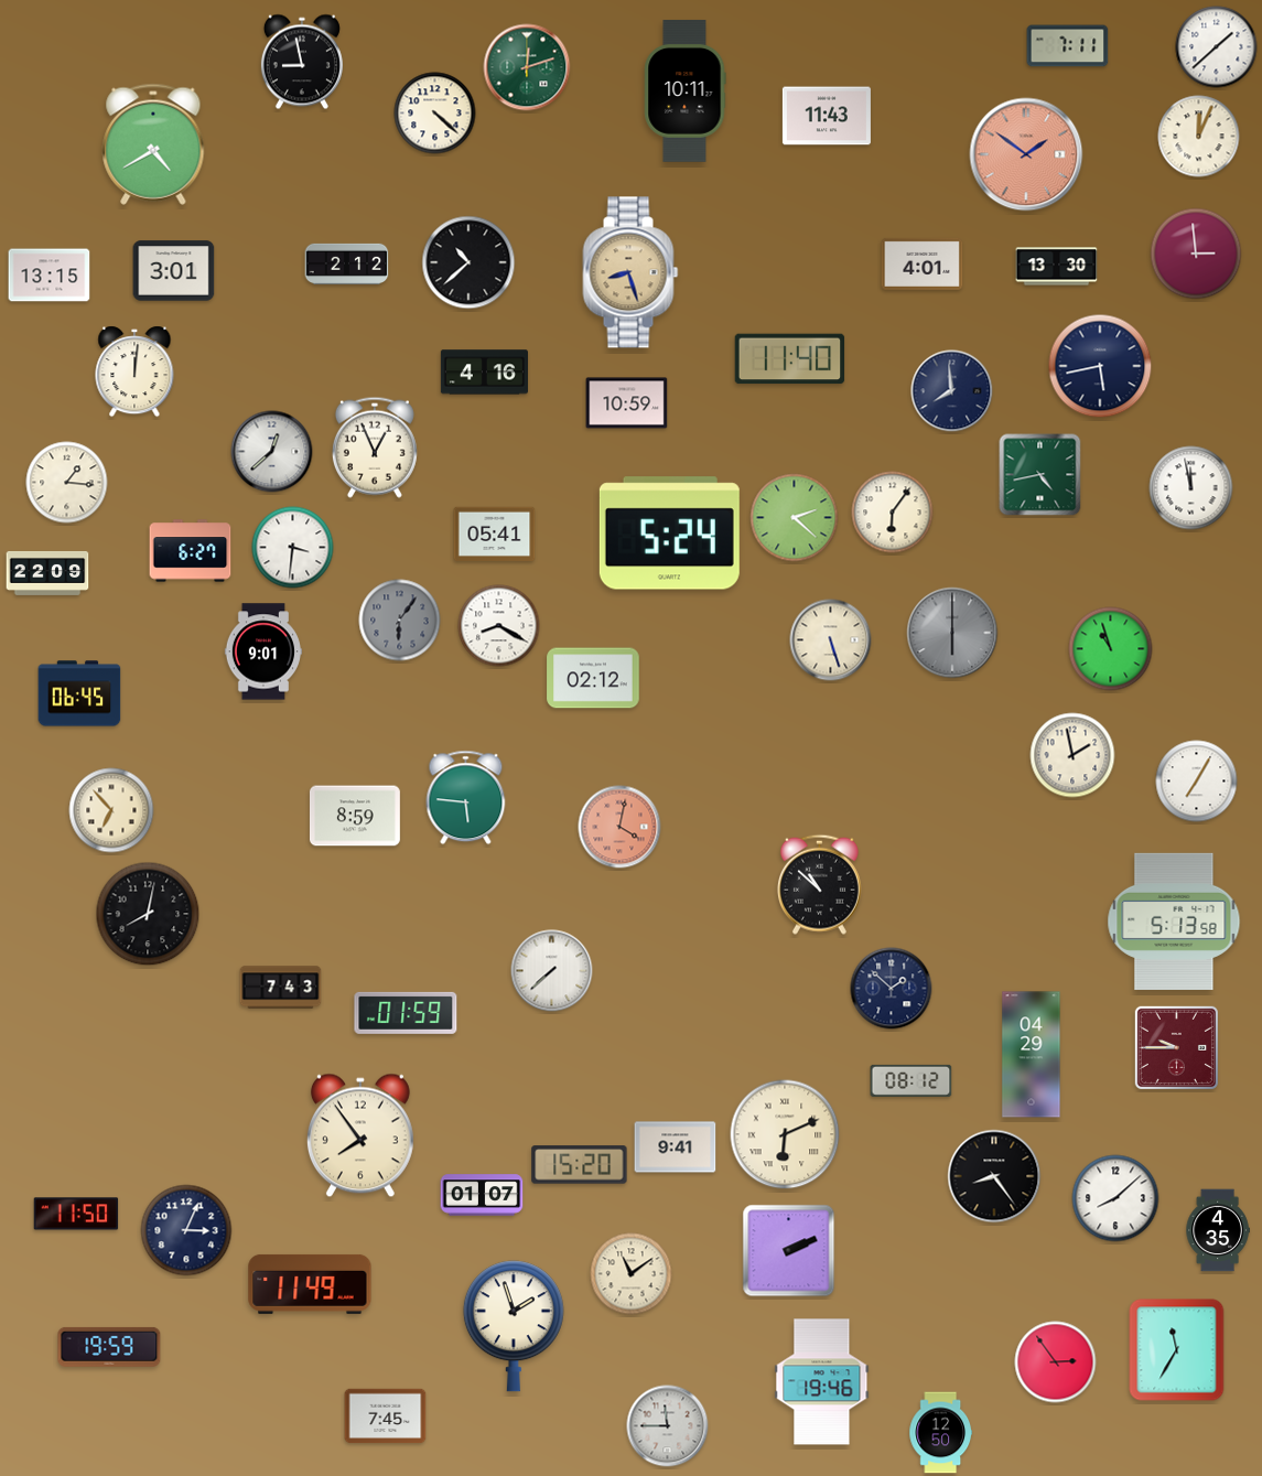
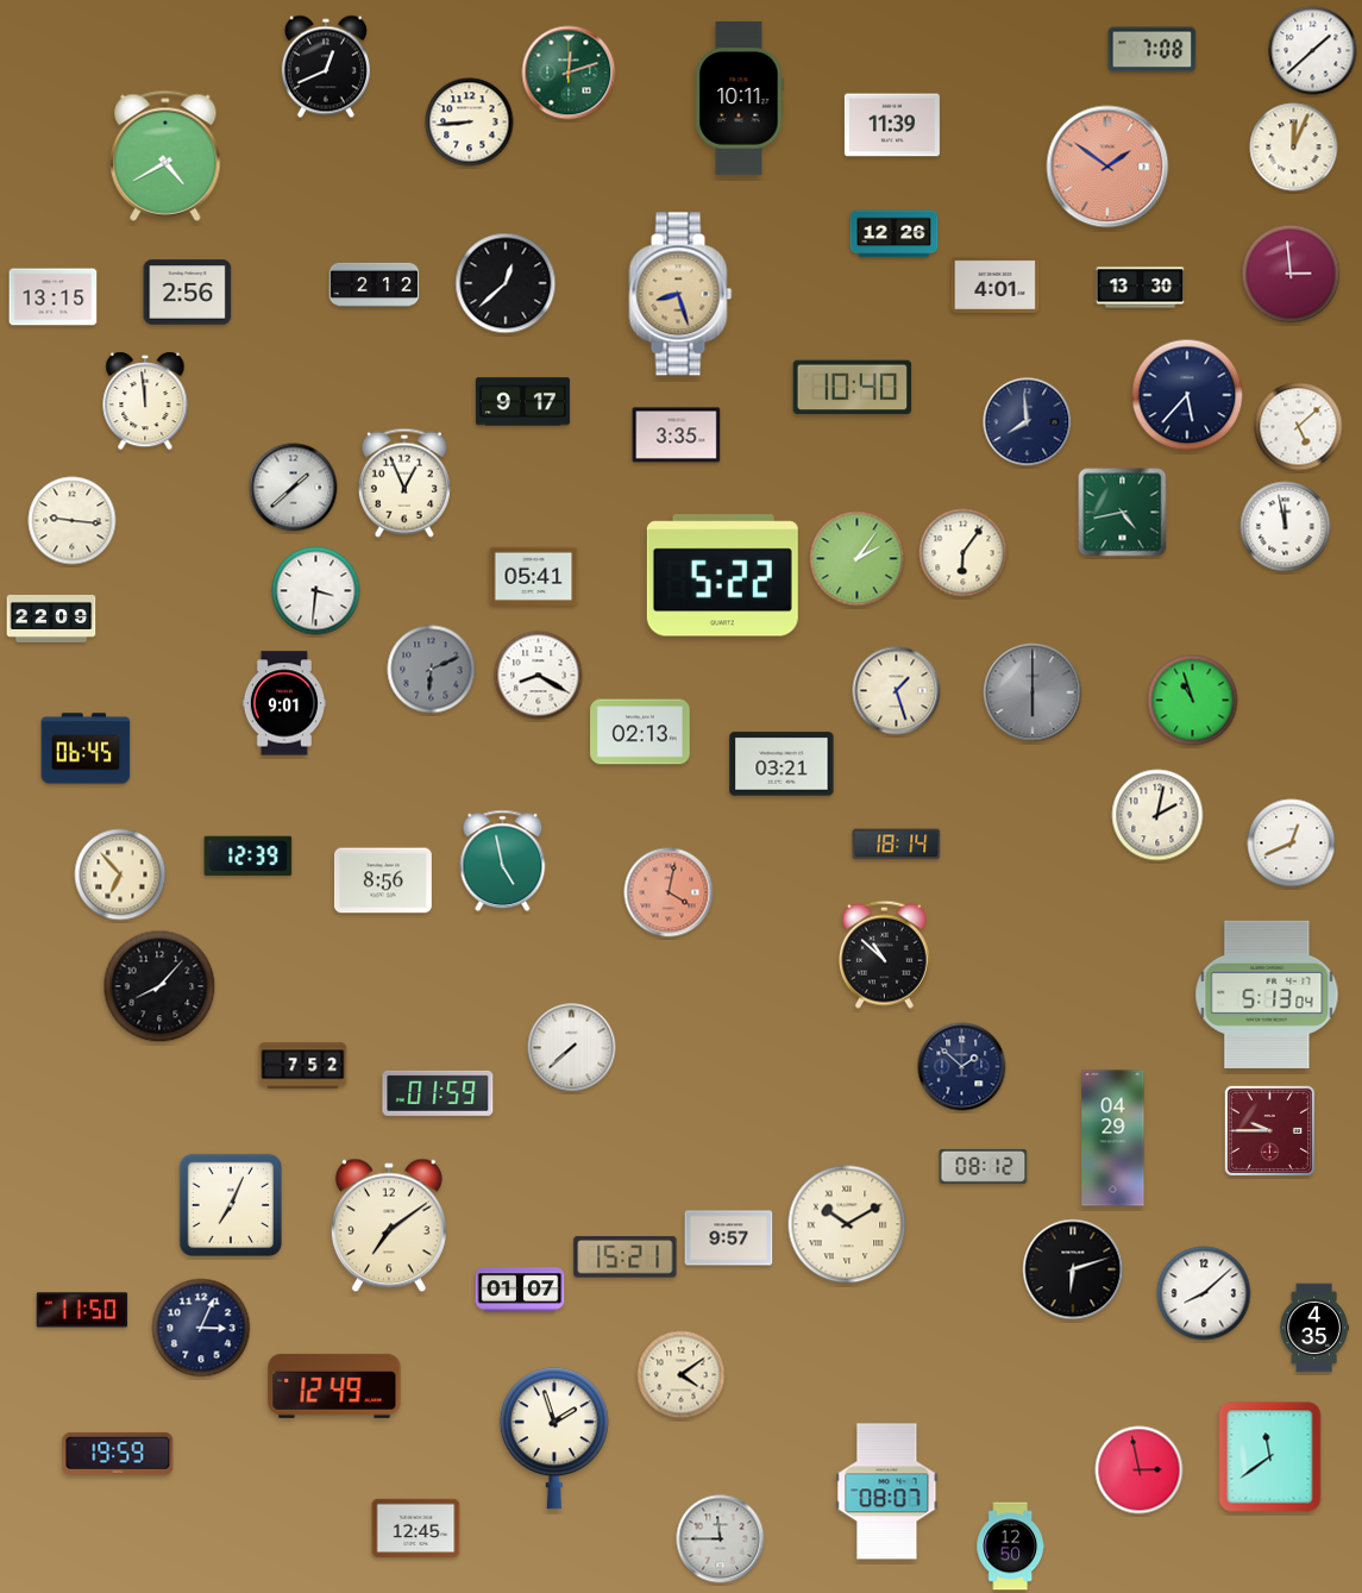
clock at (1068, 46): 7:11 -> 7:08
clock at (302, 62): 8:58 -> 12:41
clock at (435, 114): 4:22 -> 8:44
clock at (827, 116): 11:43 -> 11:39
clock at (895, 234): none -> 12:26
clock at (468, 262): 10:38 -> 12:38
clock at (174, 271): 3:01 -> 2:56
clock at (790, 359): 11:40 -> 10:40
clock at (1100, 366): 5:43 -> 5:37
clock at (134, 371): 12:01 -> 11:59
clock at (484, 373): 4:16 -> 9:17
clock at (1299, 427): none -> 5:08
clock at (627, 403): 10:59 -> 3:35
clock at (272, 452): 12:38 -> 1:38
clock at (67, 483): 1:16 -> 9:16
clock at (795, 518): 2:22 -> 2:06
clock at (669, 534): 5:24 -> 5:22
clock at (191, 551): 6:27 -> none
clock at (400, 621): 6:06 -> 6:11
clock at (952, 633) position: (952, 633) -> (1033, 692)
clock at (831, 640): 5:27 -> 1:27
clock at (1111, 649) position: (1111, 649) -> (1193, 701)
clock at (593, 678): 02:12 -> 02:13
clock at (782, 764): none -> 03:21
clock at (1072, 755): 1:58 -> 2:02
clock at (1197, 782): 7:05 -> 12:41
clock at (897, 845): none -> 18:14
clock at (249, 857): none -> 12:39
clock at (466, 798): 5:46 -> 4:58
clock at (355, 816): 8:59 -> 8:56
clock at (148, 914): 8:02 -> 8:07
clock at (1174, 922): 5:13:58 -> 5:13:04
clock at (552, 971) position: (552, 971) -> (572, 1048)
clock at (281, 988): 7:43 -> 7:52
clock at (230, 1204): none -> 7:04
clock at (785, 1134): 6:11 -> 10:10
clock at (360, 1135): 7:54 -> 7:09
clock at (676, 1148): 9:41 -> 9:57
clock at (580, 1165): 15:20 -> 15:21
clock at (994, 1176): 8:24 -> 6:12
clock at (789, 1251): 2:11 -> none
clock at (632, 1274): 11:09 -> 4:09
clock at (310, 1284): 11:49 -> 12:49
clock at (514, 1326) position: (514, 1326) -> (554, 1438)
clock at (1177, 1350): 11:35 -> 11:39
clock at (1056, 1362): 2:54 -> 2:58
clock at (822, 1382): 19:46 -> 08:07
clock at (386, 1416): 7:45 -> 12:45
clock at (940, 1433) position: (940, 1433) -> (1010, 1547)
